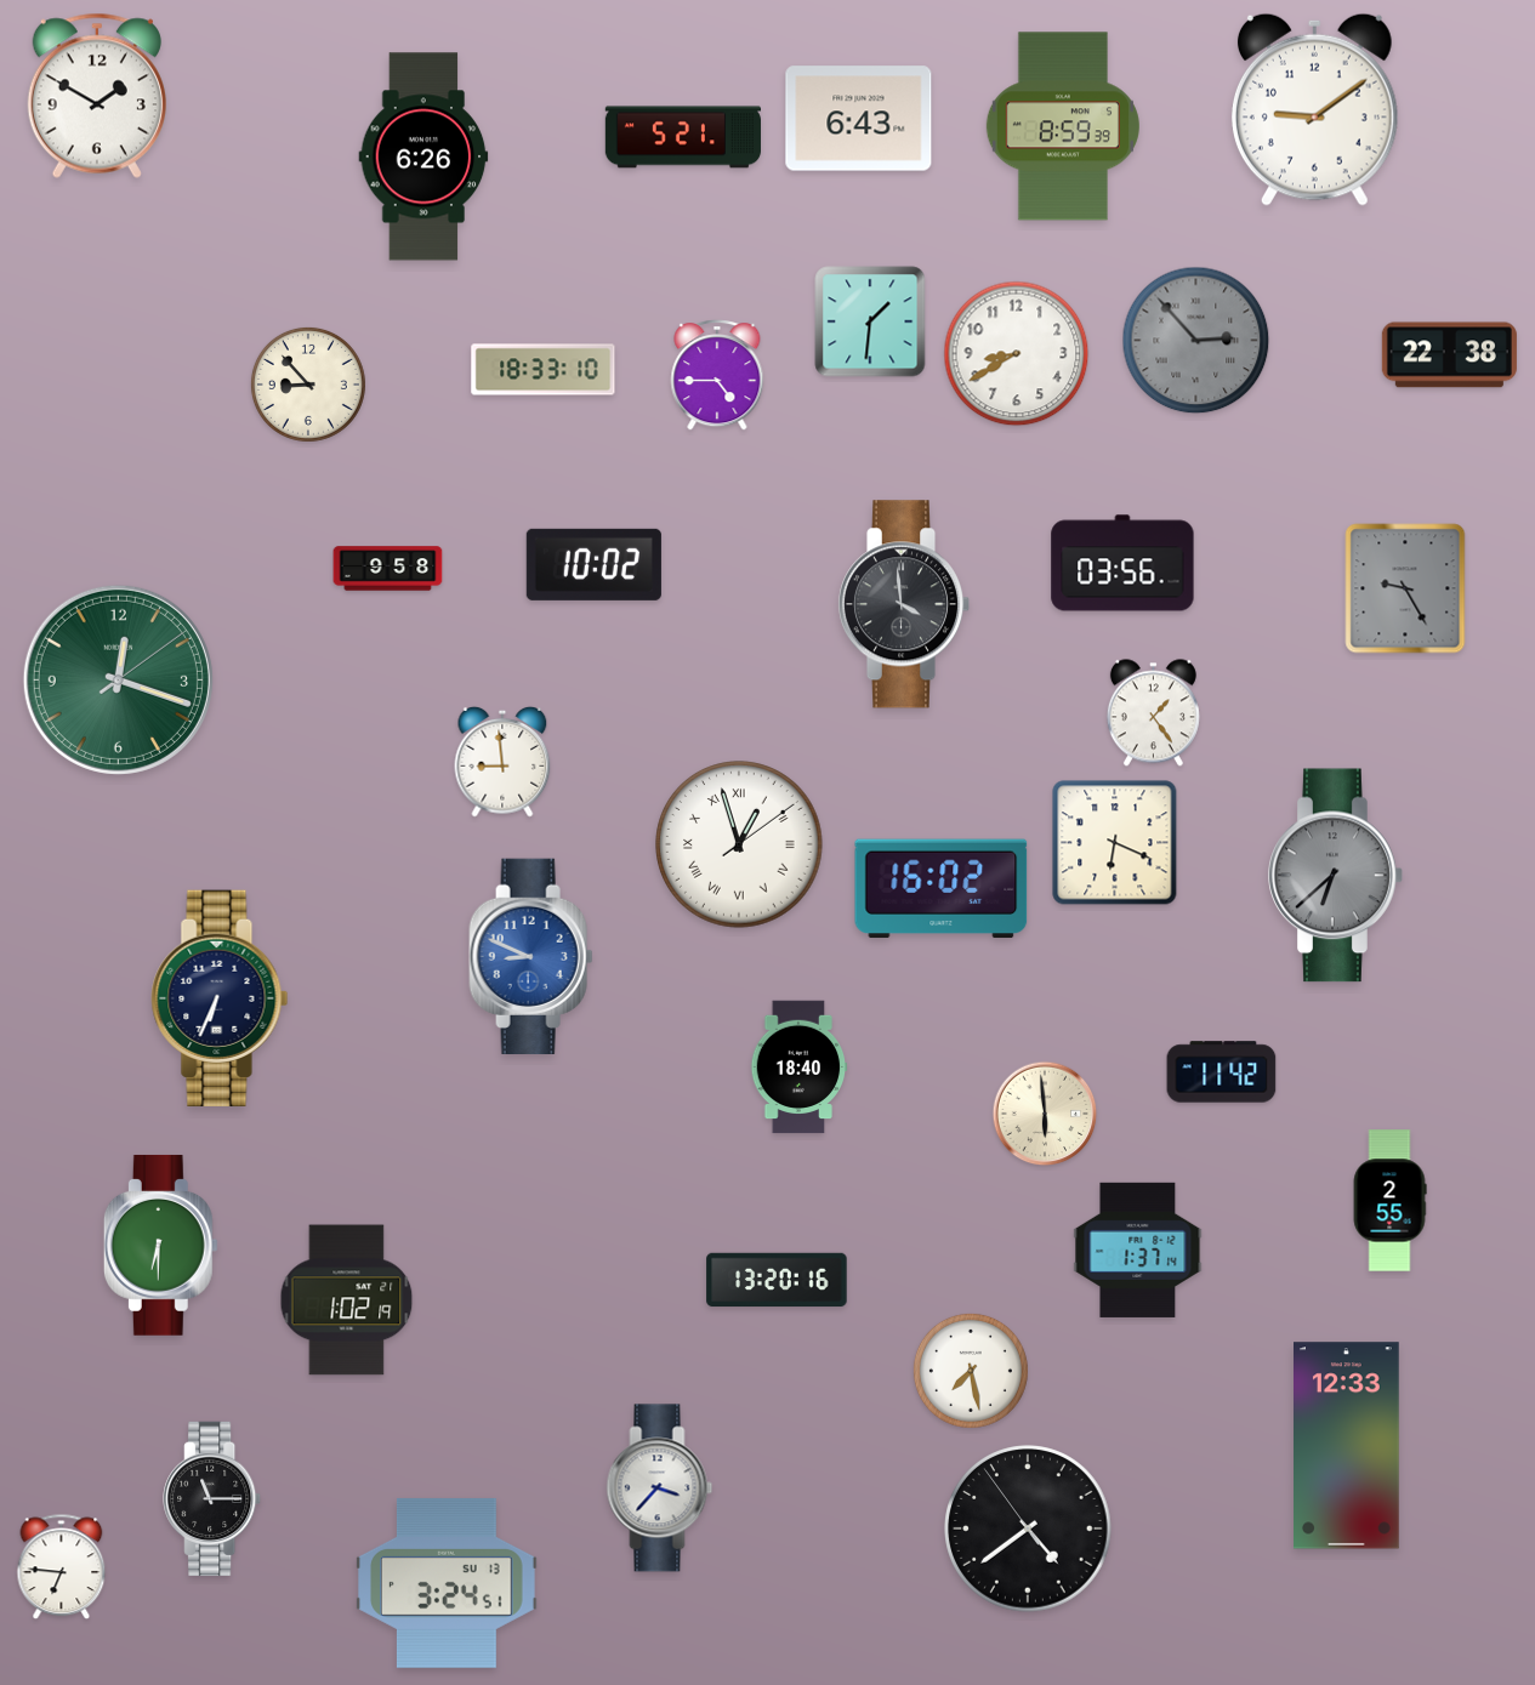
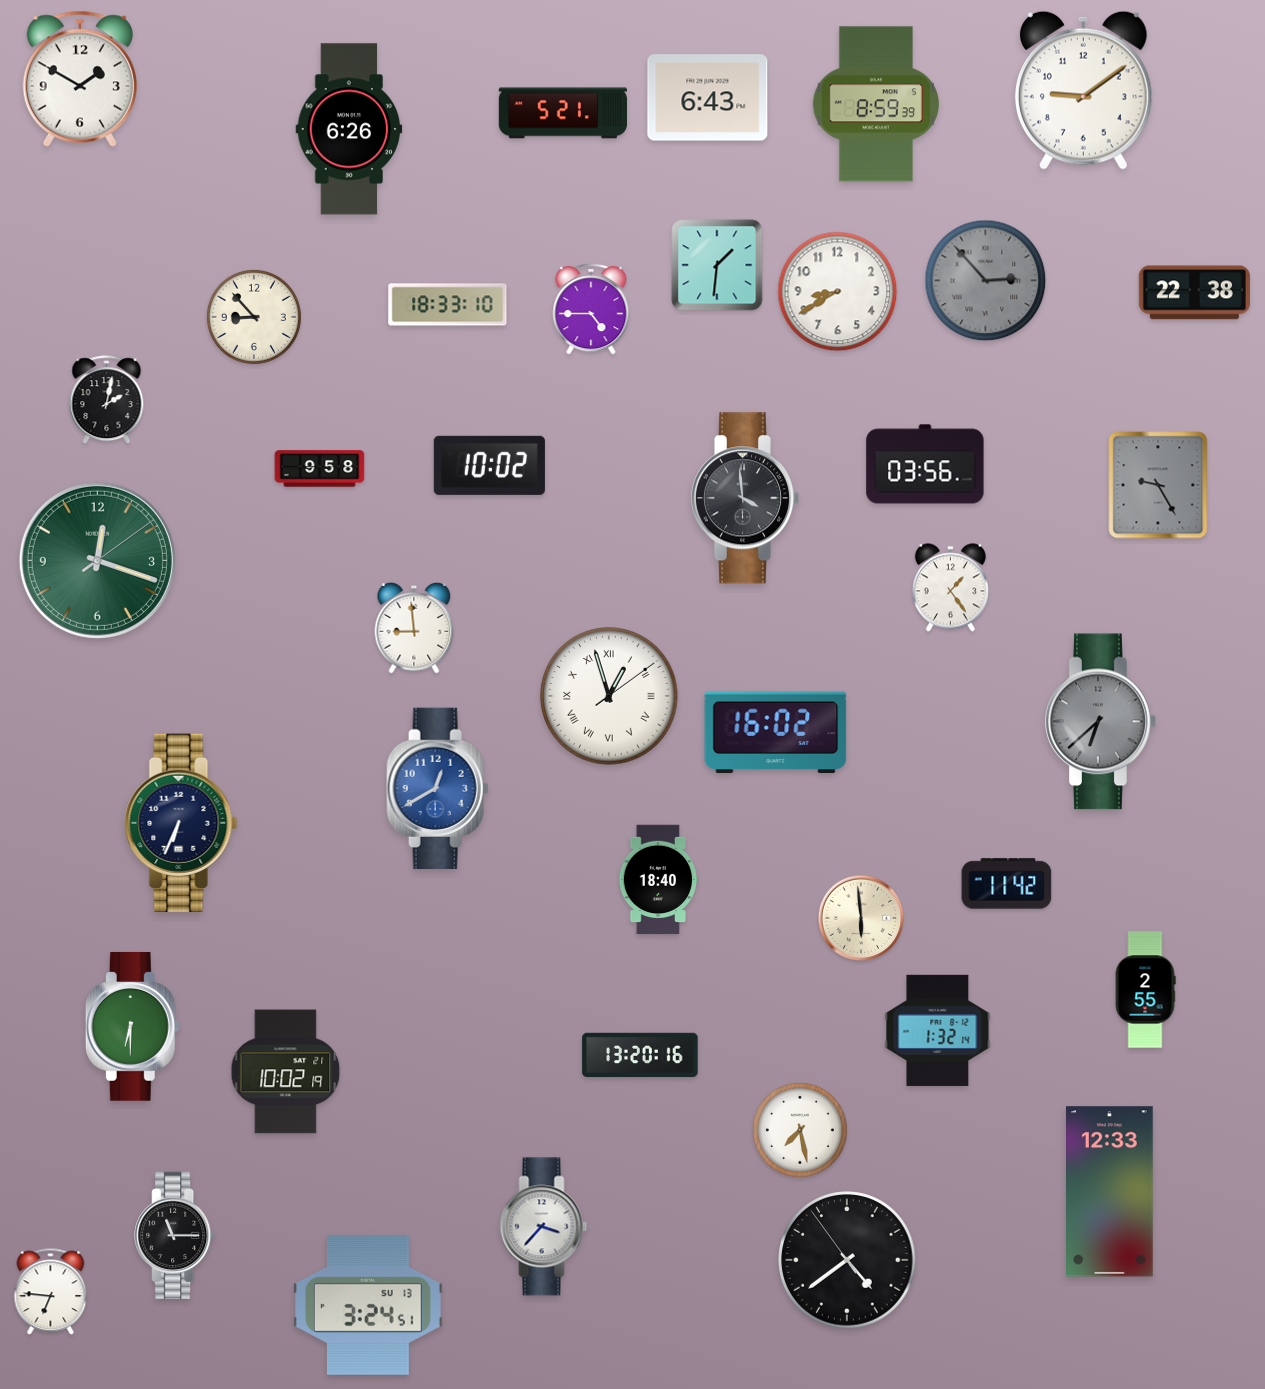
clock at (107, 400): none -> 2:02
clock at (1115, 843): 6:19 -> none
clock at (531, 956): 8:49 -> 12:40
clock at (1138, 1249): 1:37 -> 1:32
clock at (347, 1300): 1:02 -> 10:02
